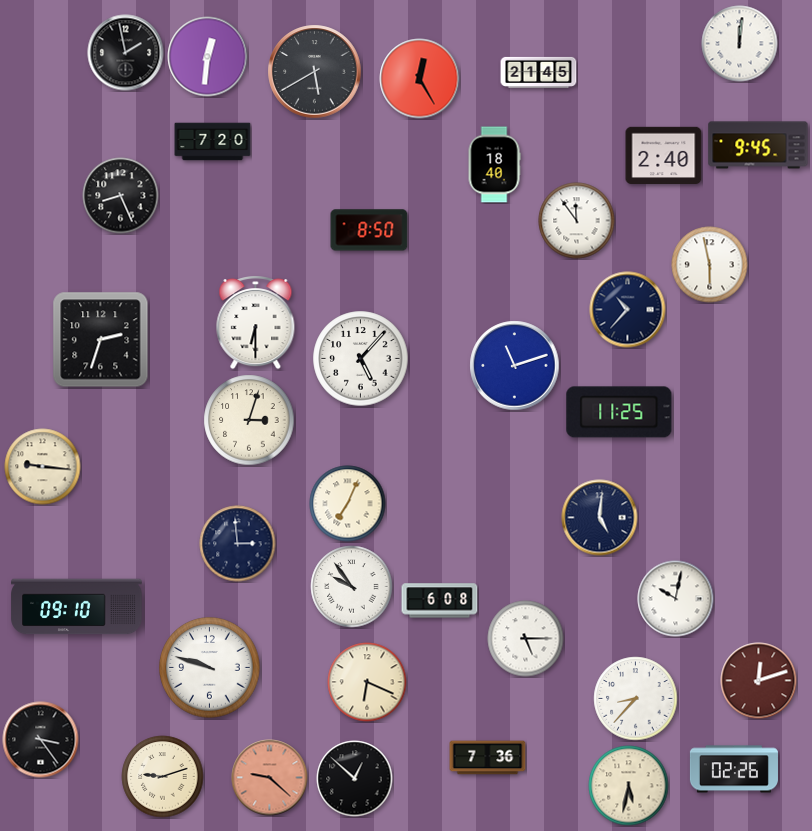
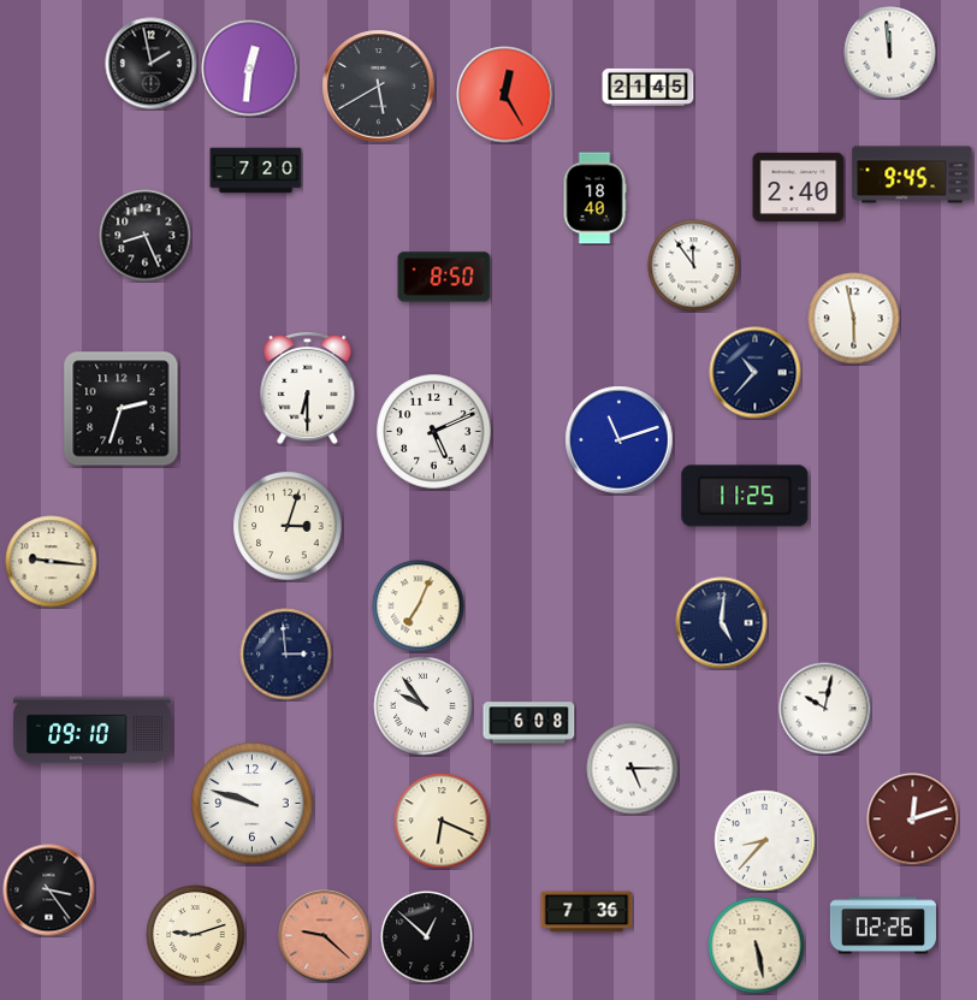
clock at (740, 44): 12:01 -> 11:59
clock at (361, 359): 5:07 -> 5:11
clock at (249, 420) position: (249, 420) -> (288, 526)
clock at (676, 599) position: (676, 599) -> (825, 709)
clock at (629, 786): 5:32 -> 5:28
